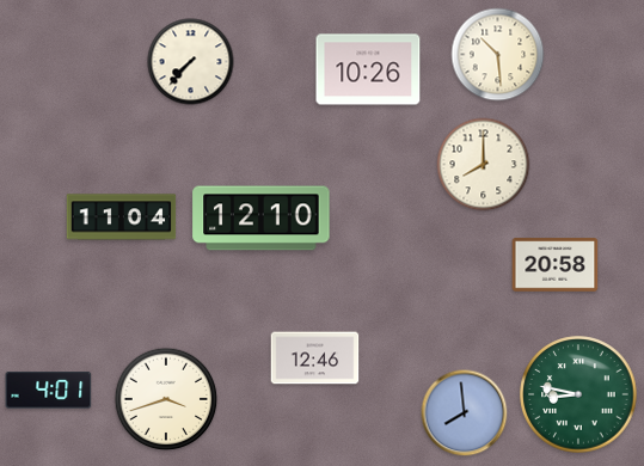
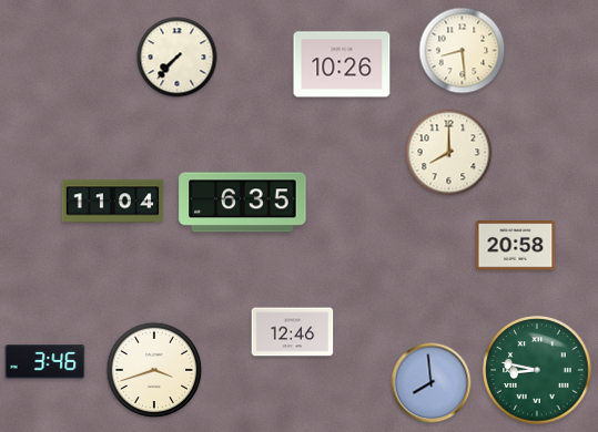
clock at (498, 55): 10:29 -> 8:29
clock at (262, 219): 12:10 -> 6:35
clock at (49, 391): 4:01 -> 3:46
clock at (578, 394) position: (578, 394) -> (537, 370)
